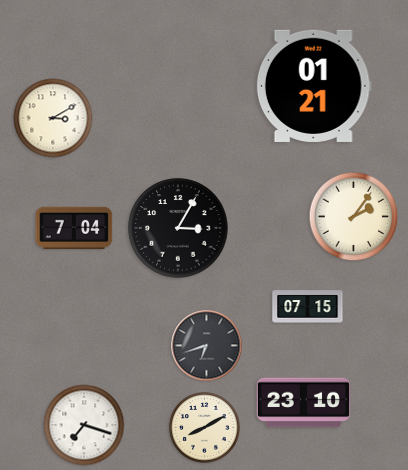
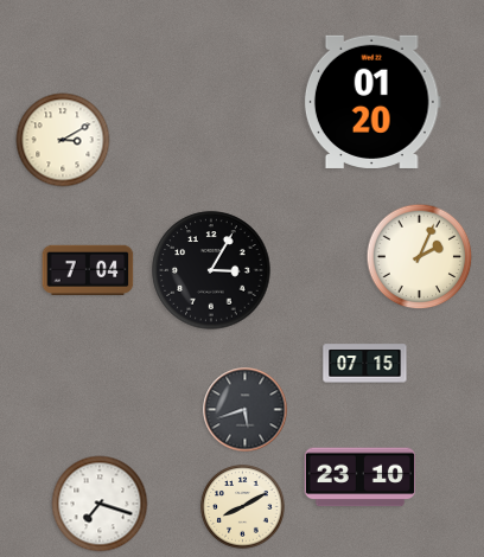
clock at (314, 86): 01:21 -> 01:20
clock at (354, 217): 2:06 -> 2:04
clock at (207, 346): 6:42 -> 5:42
